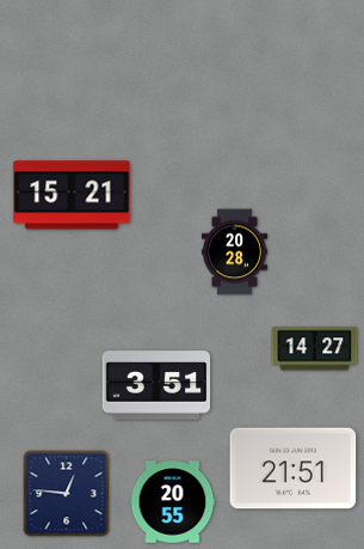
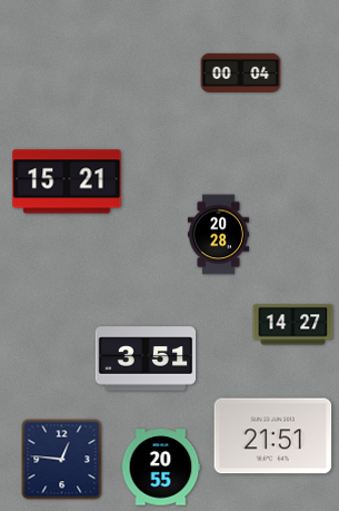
clock at (241, 72): none -> 00:04
